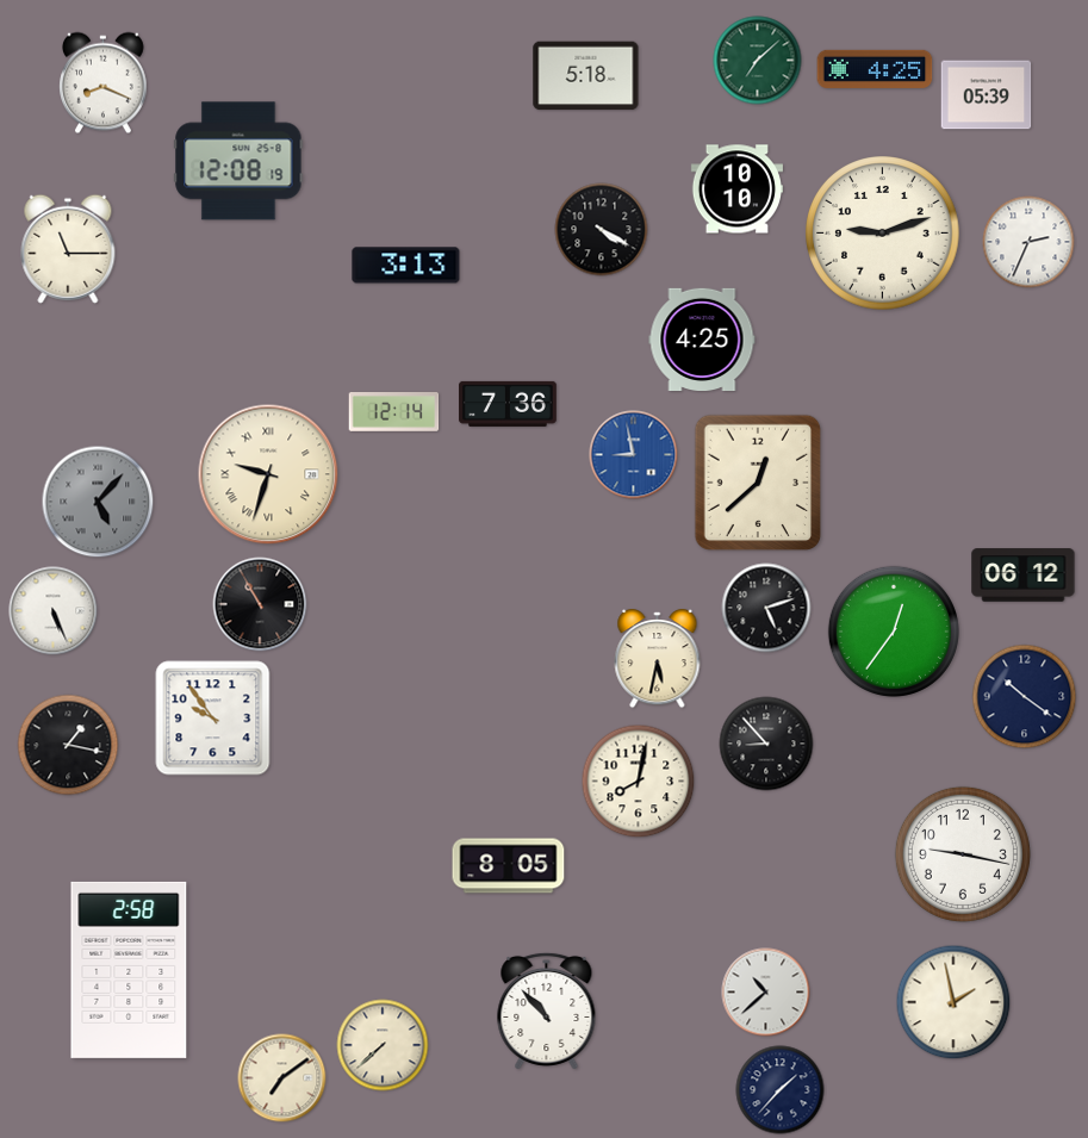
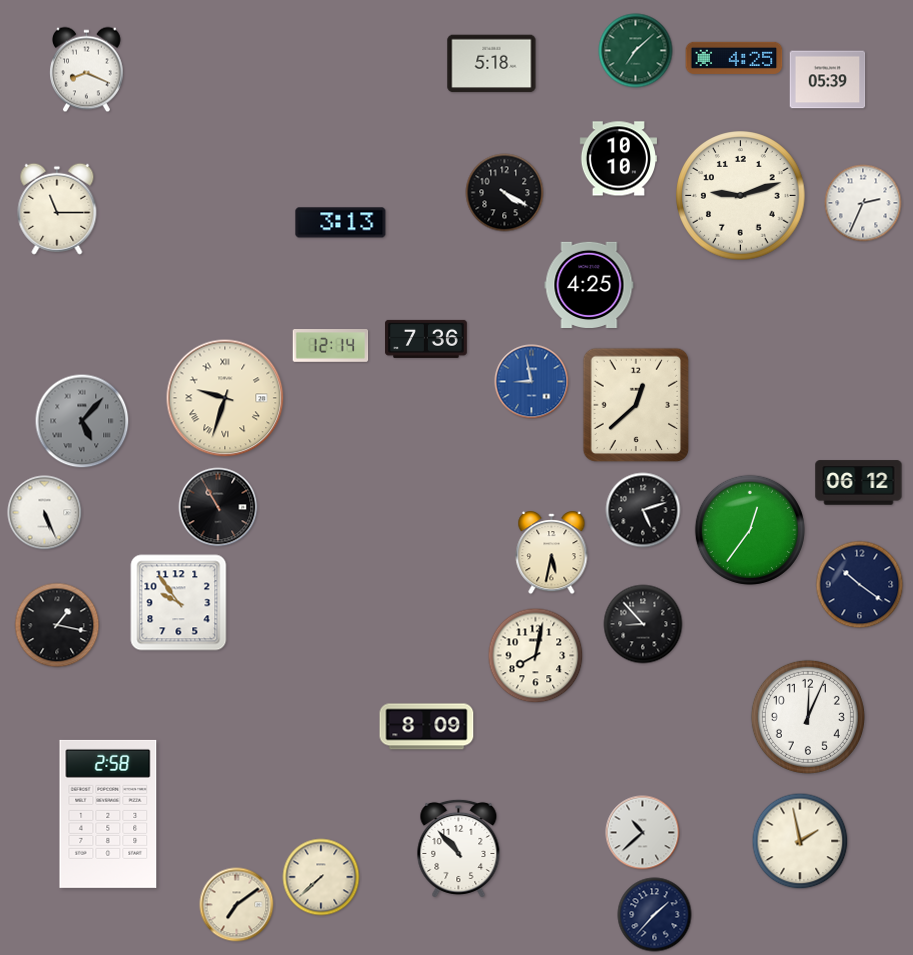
clock at (238, 161): 12:08 -> none
clock at (963, 854): 9:17 -> 12:04
clock at (509, 866): 8:05 -> 8:09
